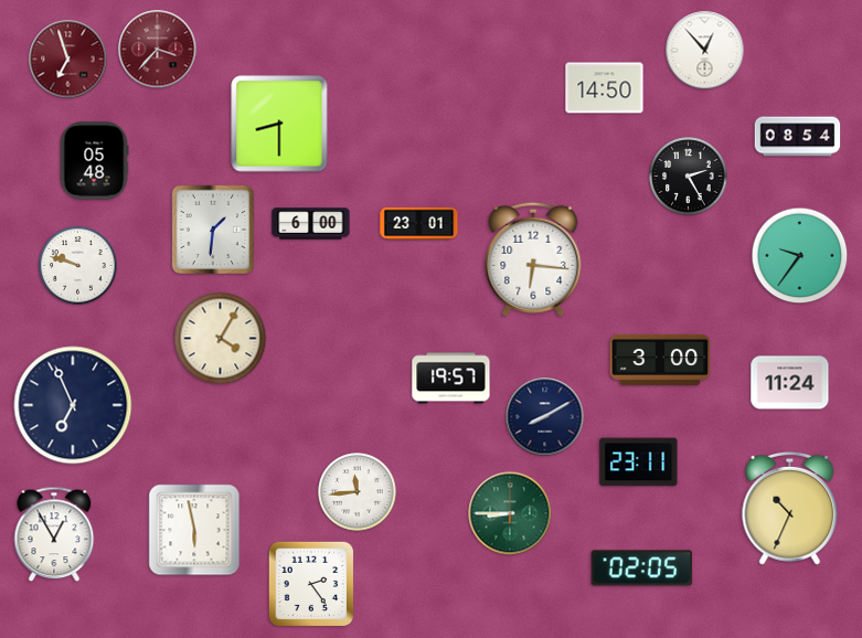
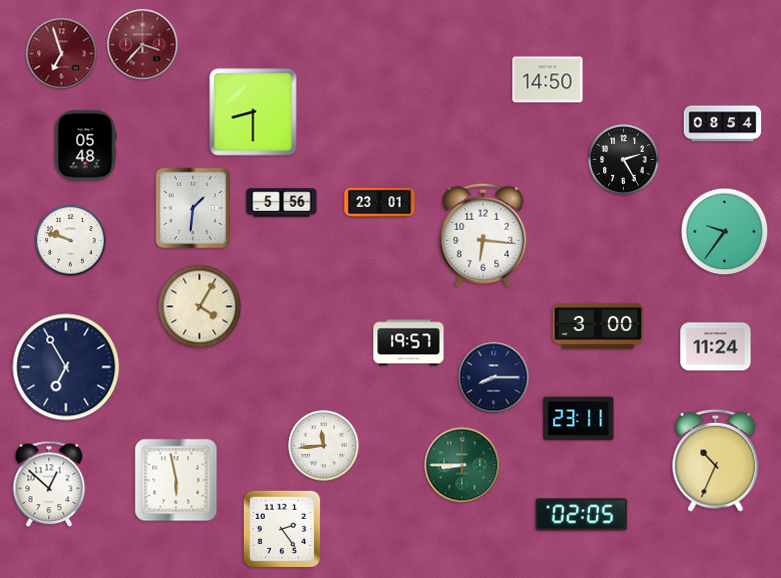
clock at (705, 51): 12:53 -> none
clock at (311, 224): 6:00 -> 5:56
clock at (73, 405): 6:56 -> 6:55
clock at (545, 417): 8:10 -> 8:15
clock at (54, 534): 12:55 -> 12:52
